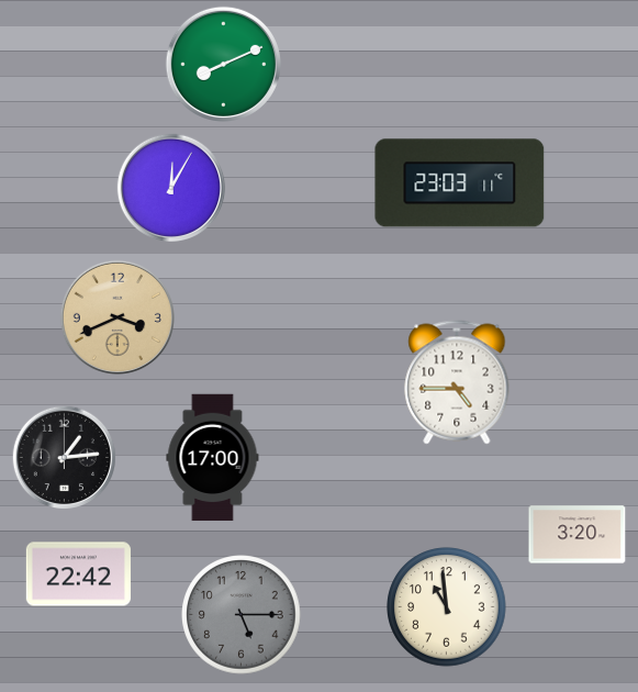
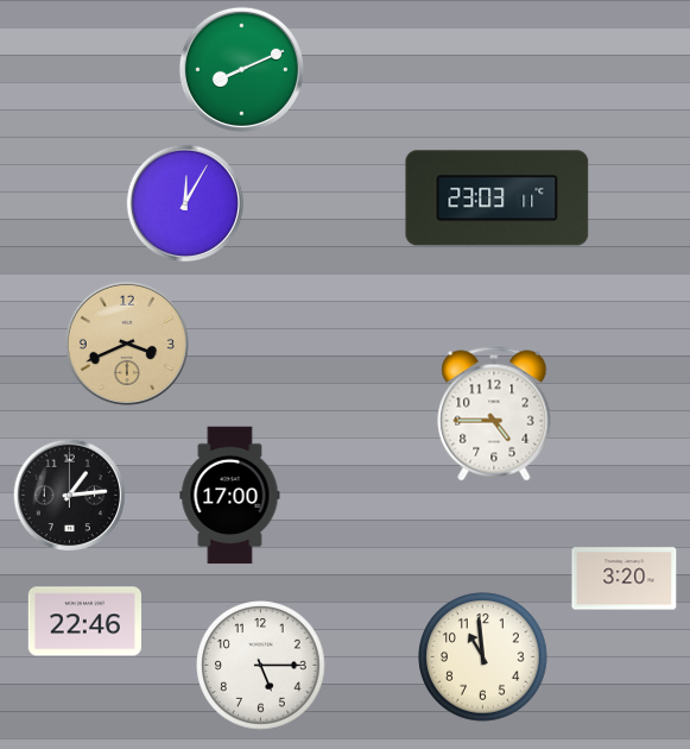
clock at (78, 574): 22:42 -> 22:46
clock at (242, 615) dial: grey -> white
